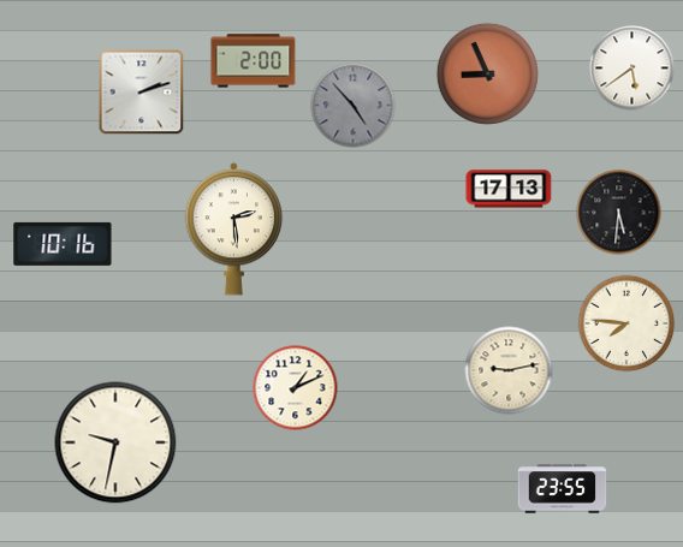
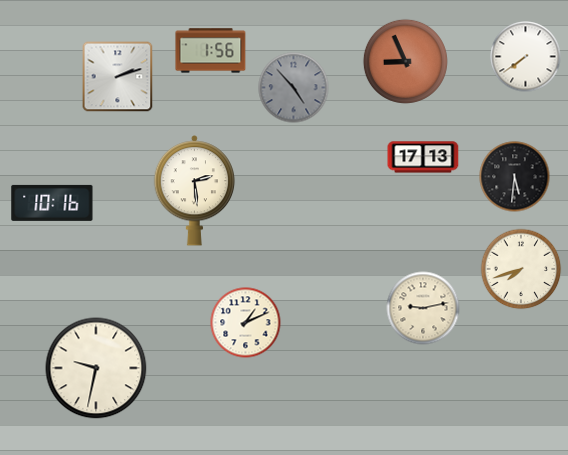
clock at (254, 61): 2:00 -> 1:56
clock at (632, 69): 5:39 -> 7:39
clock at (626, 323): 7:46 -> 7:42
clock at (563, 489): 23:55 -> none
